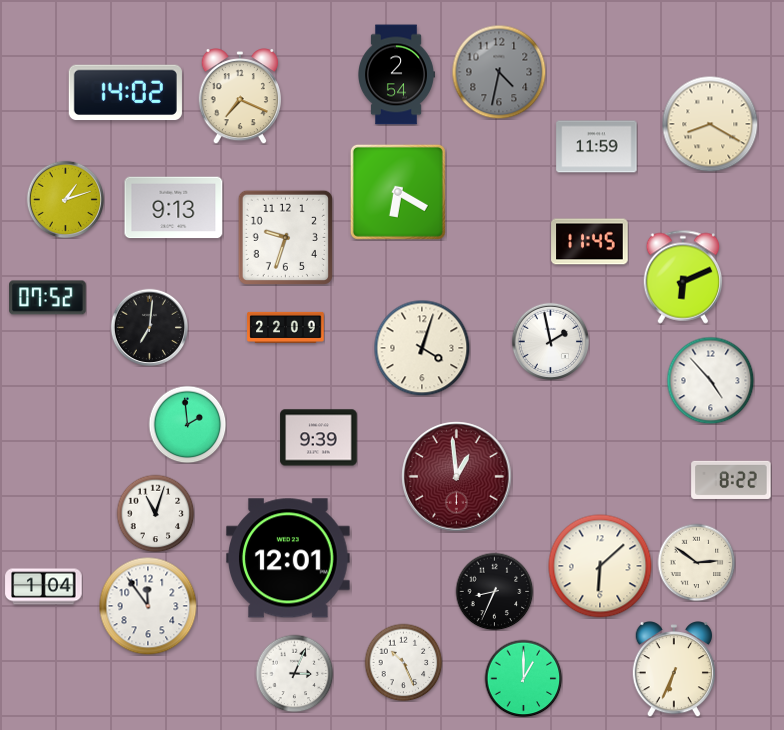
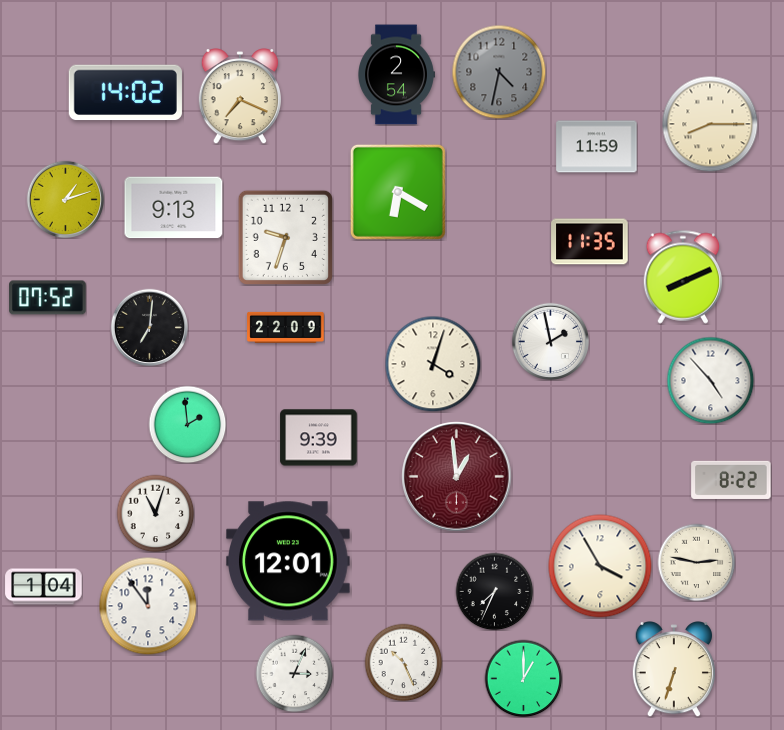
clock at (710, 124): 8:20 -> 8:15
clock at (590, 242): 11:45 -> 11:35
clock at (683, 277): 6:11 -> 8:11
clock at (422, 348) position: (422, 348) -> (433, 364)
clock at (288, 558) position: (288, 558) -> (288, 561)
clock at (696, 562): 2:51 -> 2:47
clock at (600, 566): 6:08 -> 3:55
clock at (494, 591): 8:34 -> 7:34
clock at (674, 670): 6:34 -> 6:33
